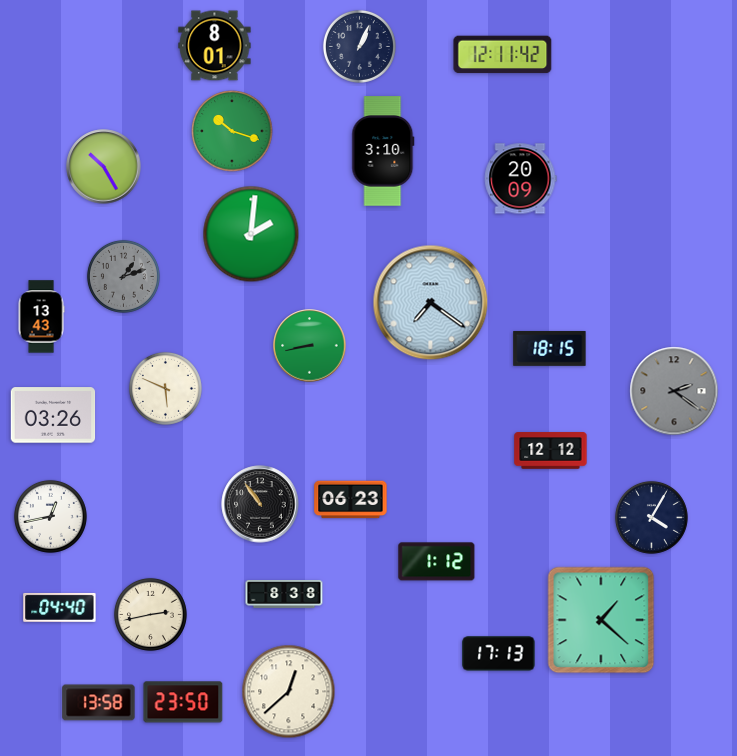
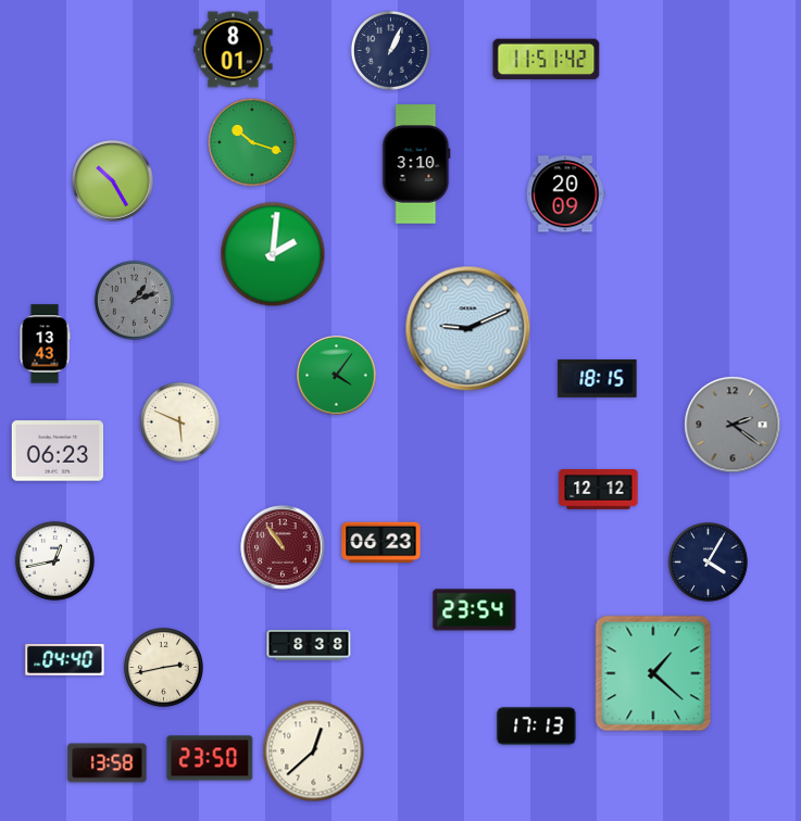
clock at (503, 55): 12:11 -> 11:51
clock at (431, 303): 7:21 -> 9:11
clock at (310, 346): 8:43 -> 4:06
clock at (53, 415): 03:26 -> 06:23
clock at (260, 504) dial: black -> burgundy
clock at (437, 562): 1:12 -> 23:54
clock at (499, 654) position: (499, 654) -> (537, 727)
clock at (183, 702) position: (183, 702) -> (210, 758)
